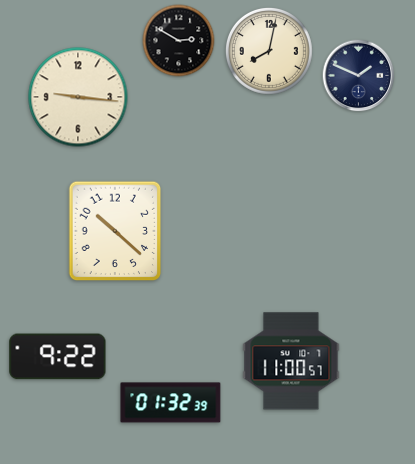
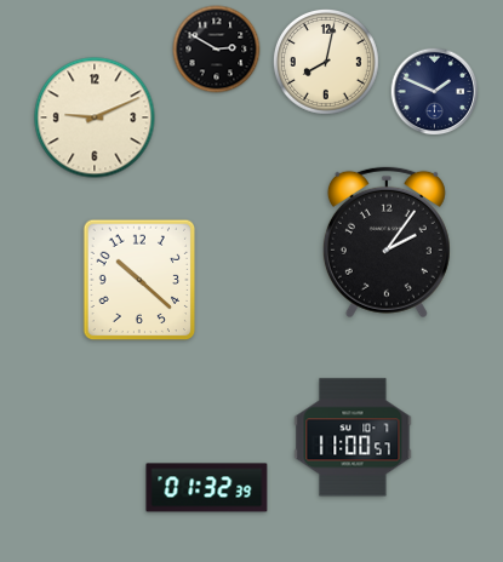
clock at (78, 97): 9:16 -> 9:11
clock at (387, 242): none -> 2:06
clock at (58, 357): 9:22 -> none
